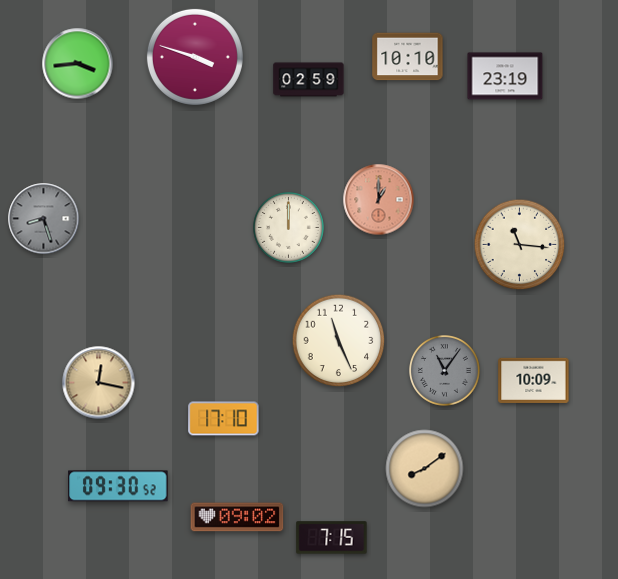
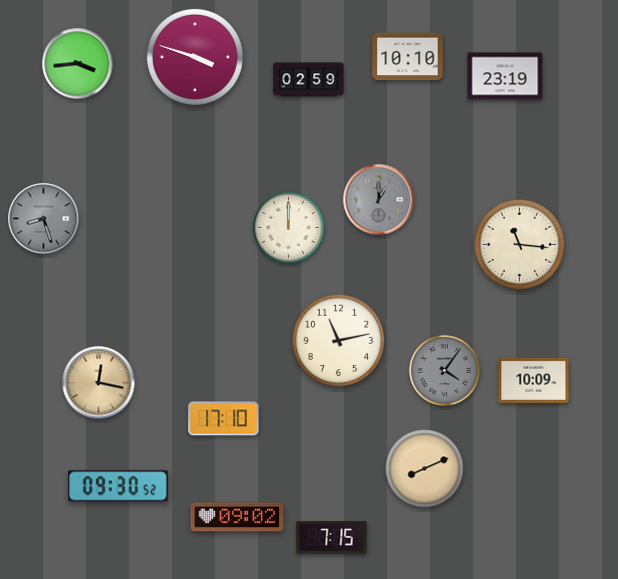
clock at (379, 200) dial: salmon -> grey
clock at (339, 341): 11:26 -> 11:13
clock at (445, 371): 11:06 -> 4:06
clock at (425, 469): 8:09 -> 8:11
